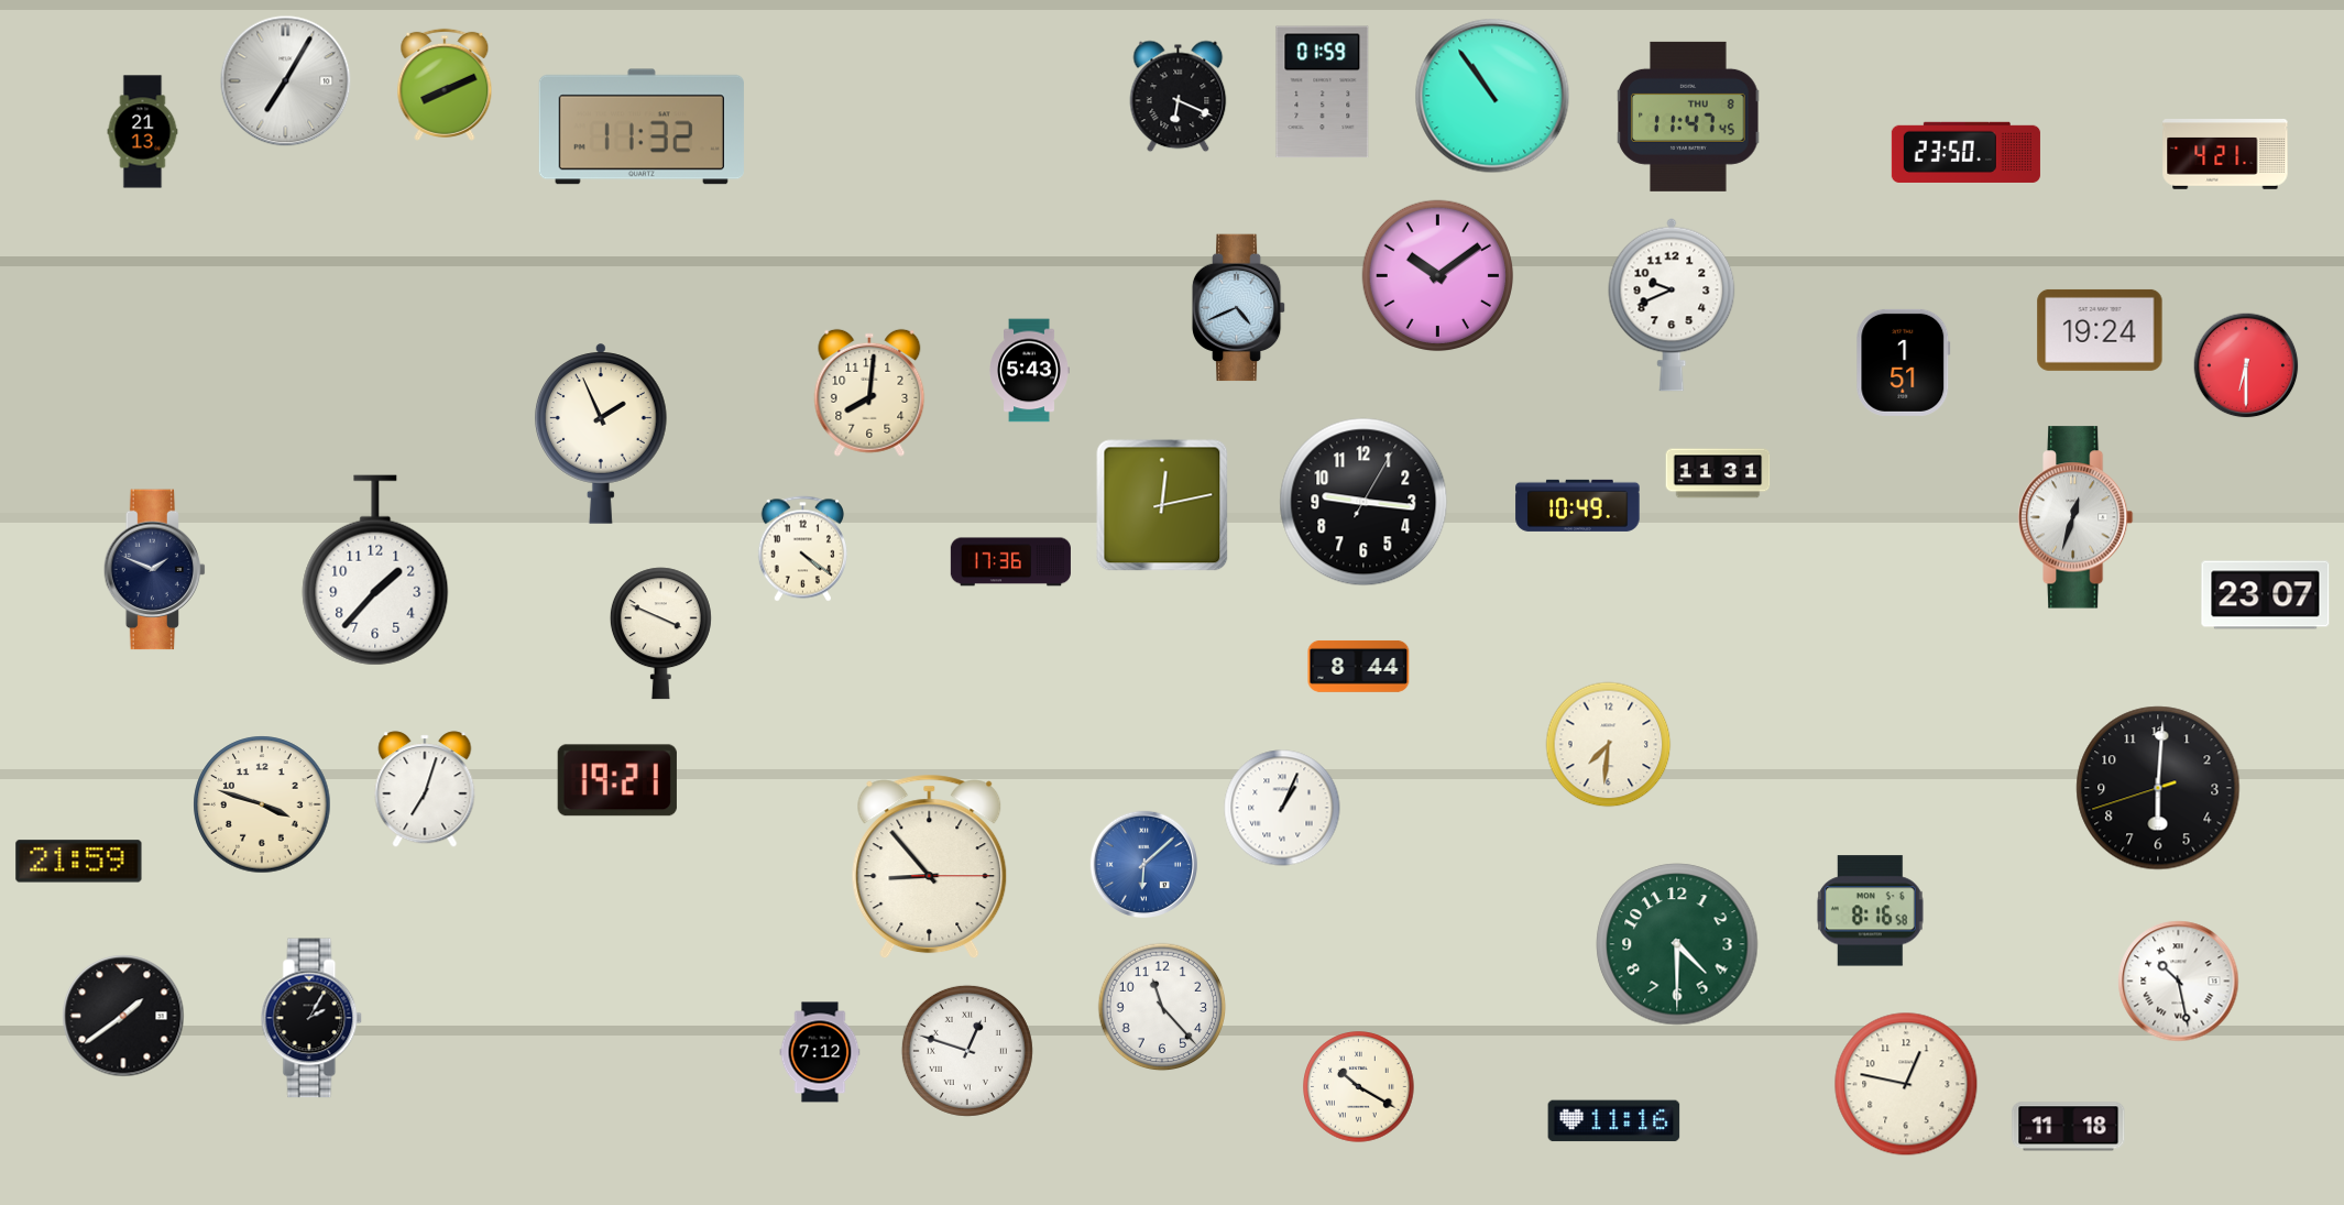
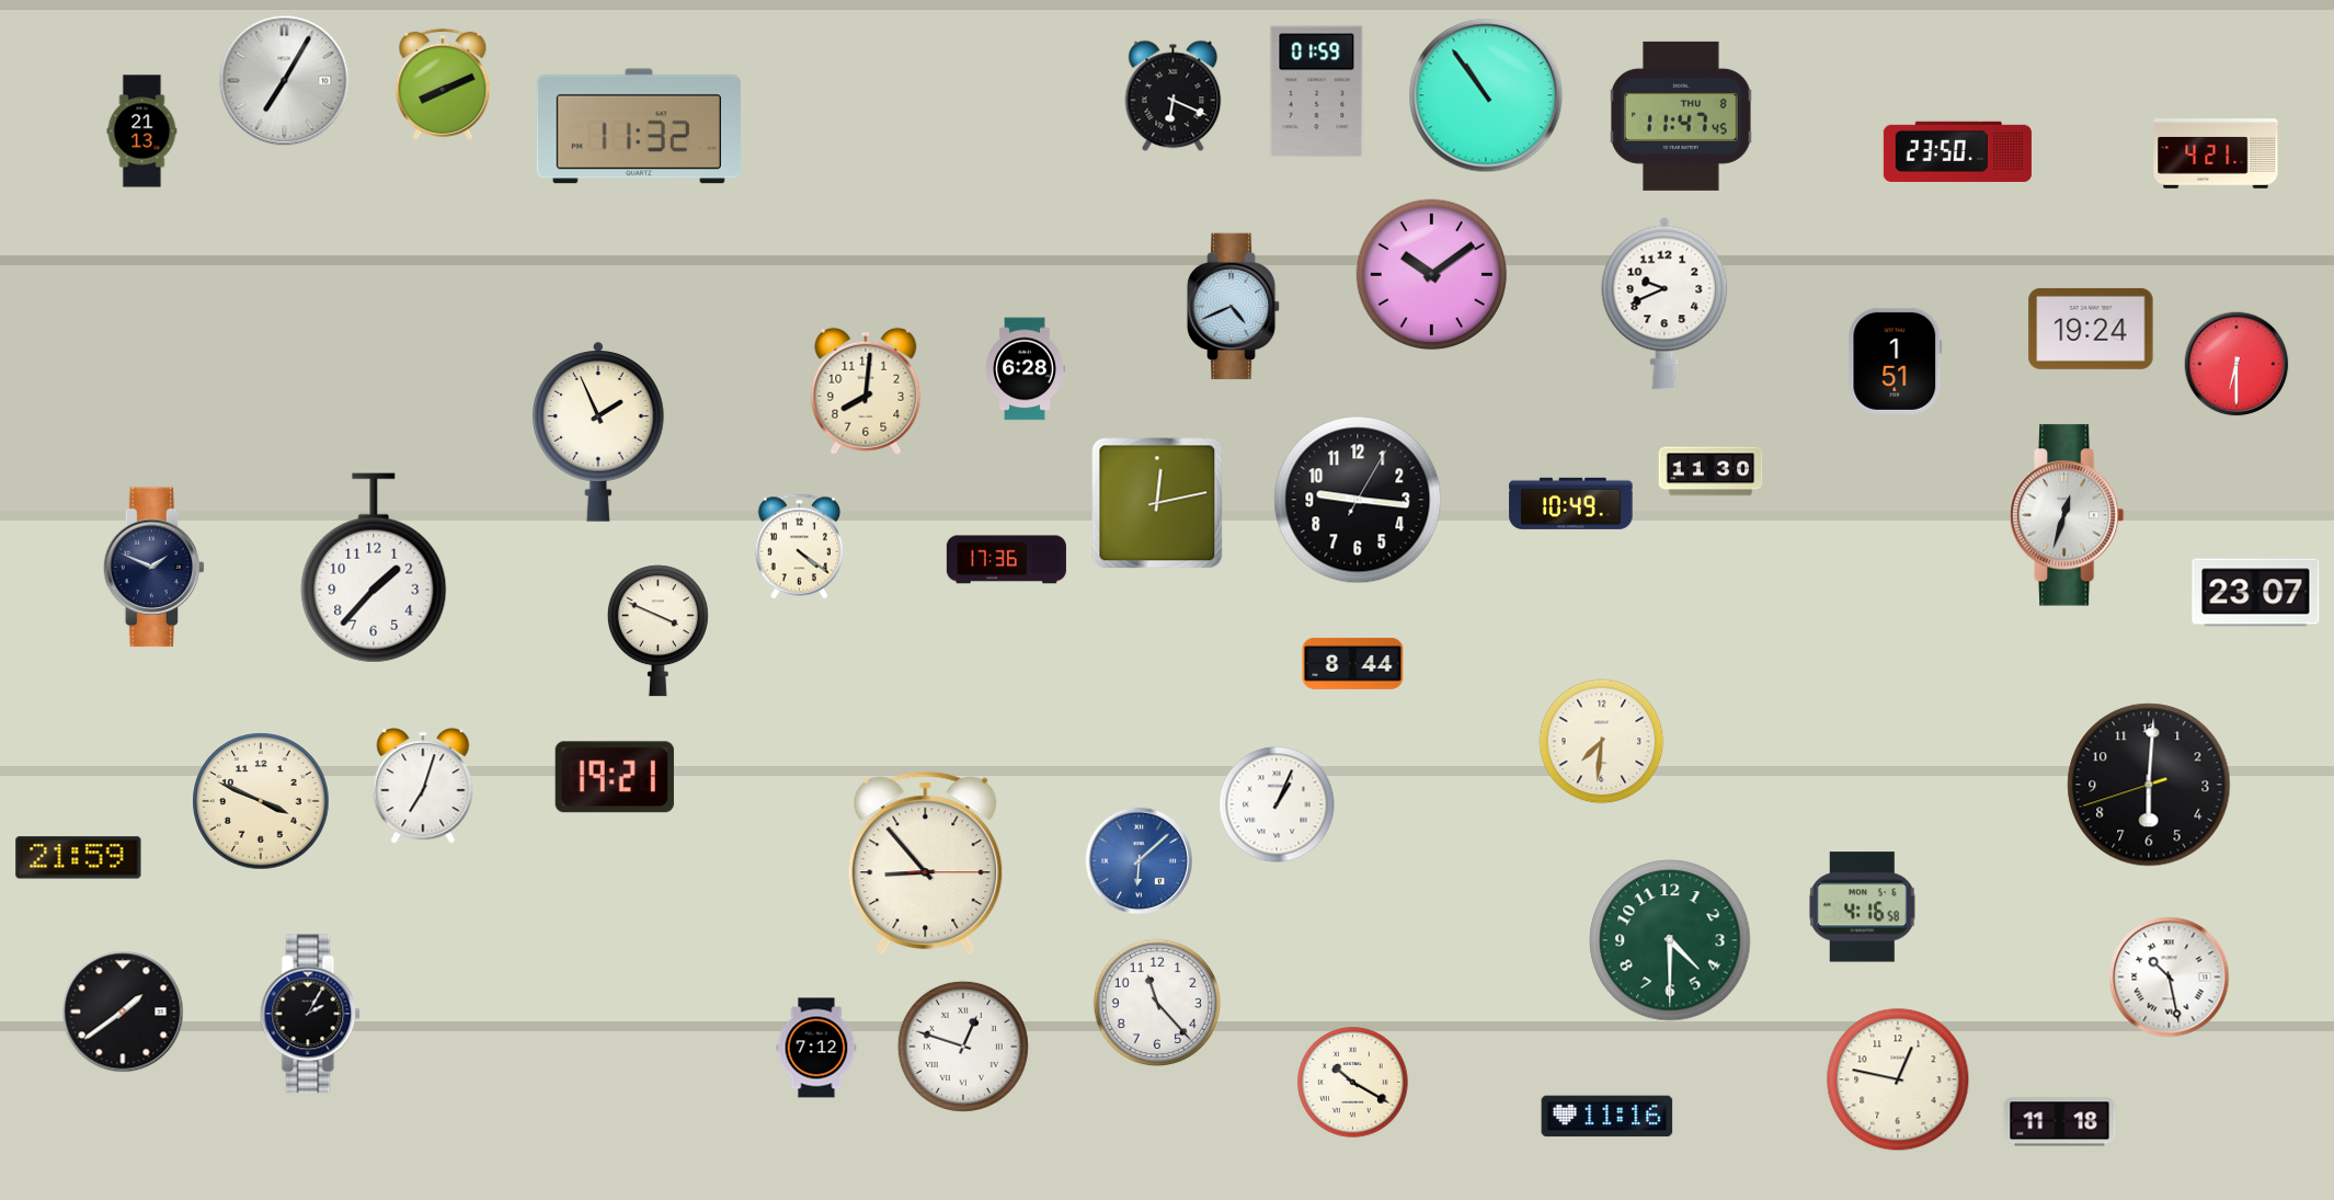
clock at (1029, 371): 5:43 -> 6:28
clock at (1718, 473): 11:31 -> 11:30
clock at (262, 804): 3:48 -> 3:49
clock at (1870, 911): 8:16 -> 4:16
